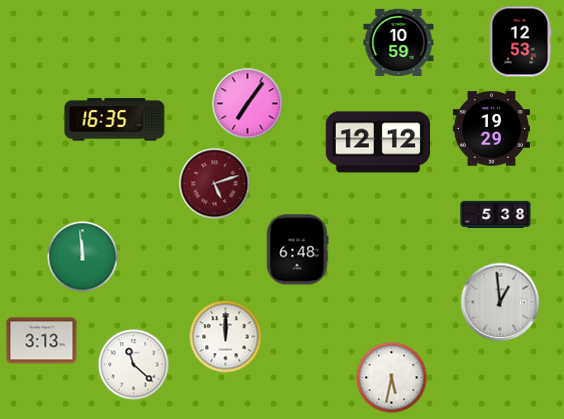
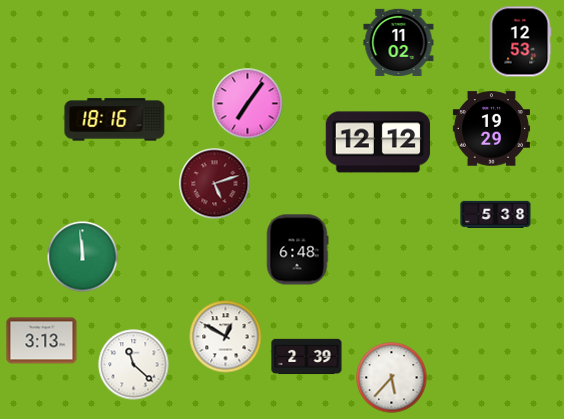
clock at (399, 42): 10:59 -> 11:02
clock at (115, 120): 16:35 -> 18:16
clock at (500, 302): 12:59 -> none
clock at (226, 337): 12:00 -> 12:50
clock at (307, 357): none -> 2:39
clock at (392, 378): 5:32 -> 5:37
